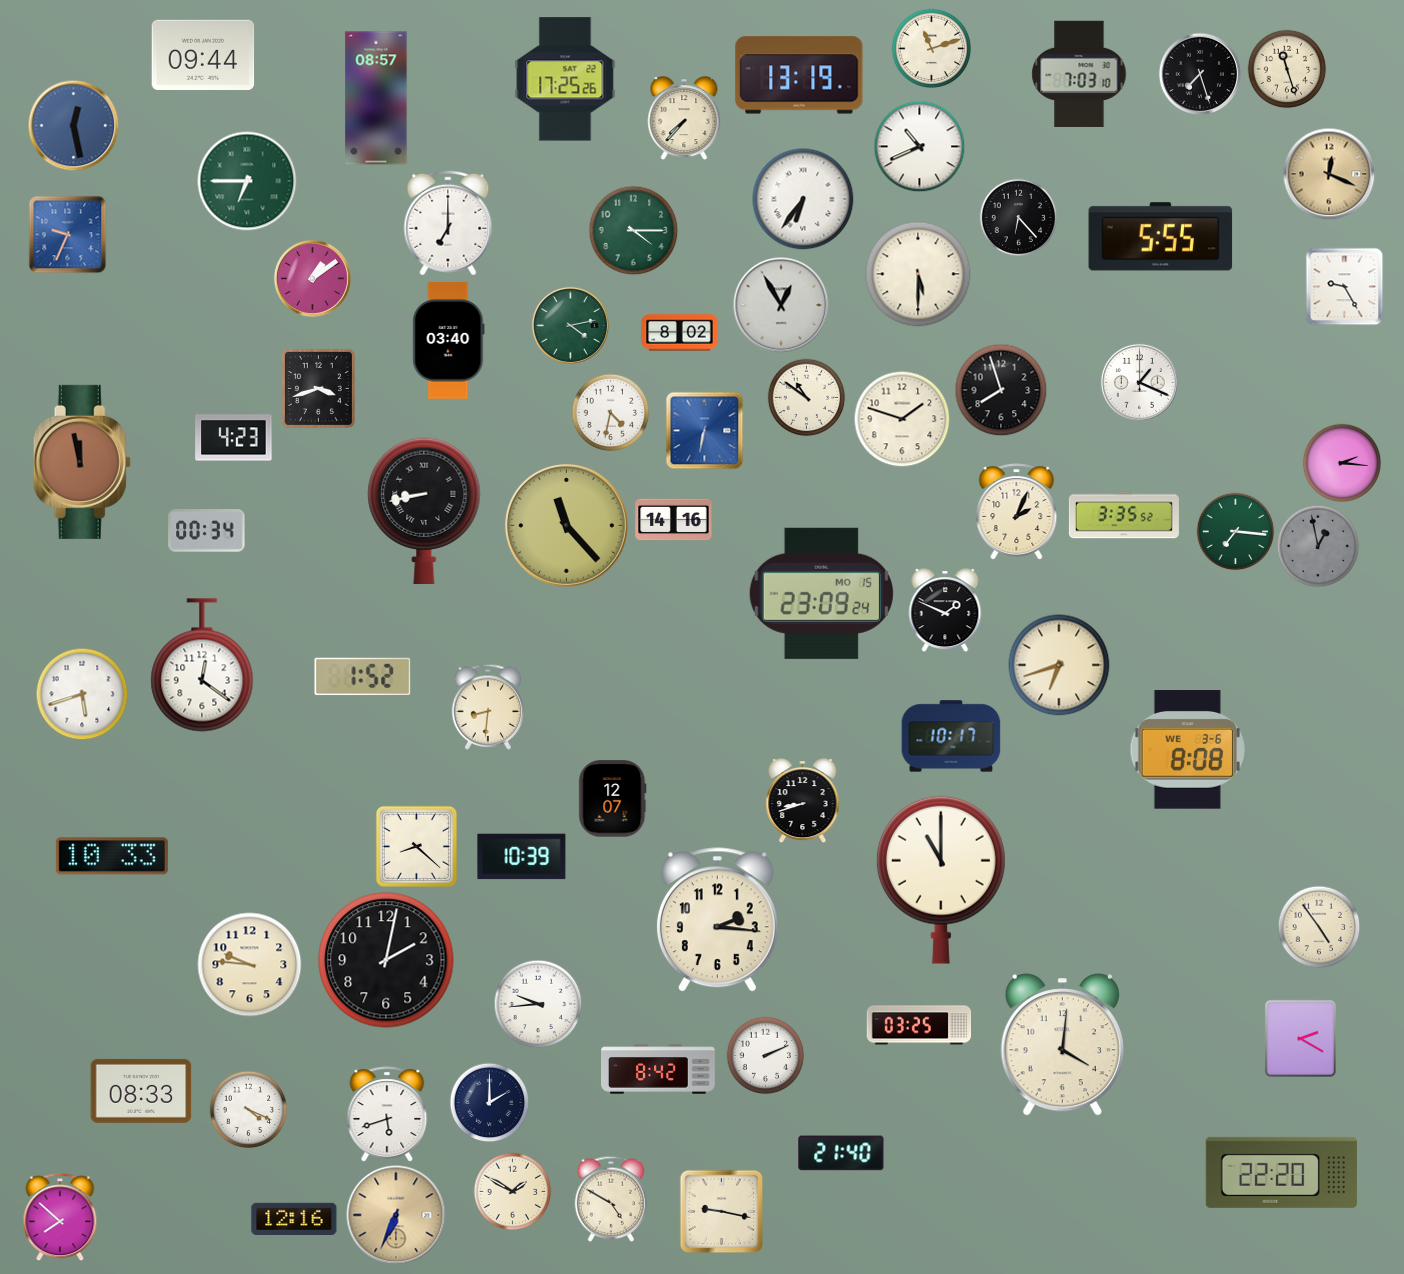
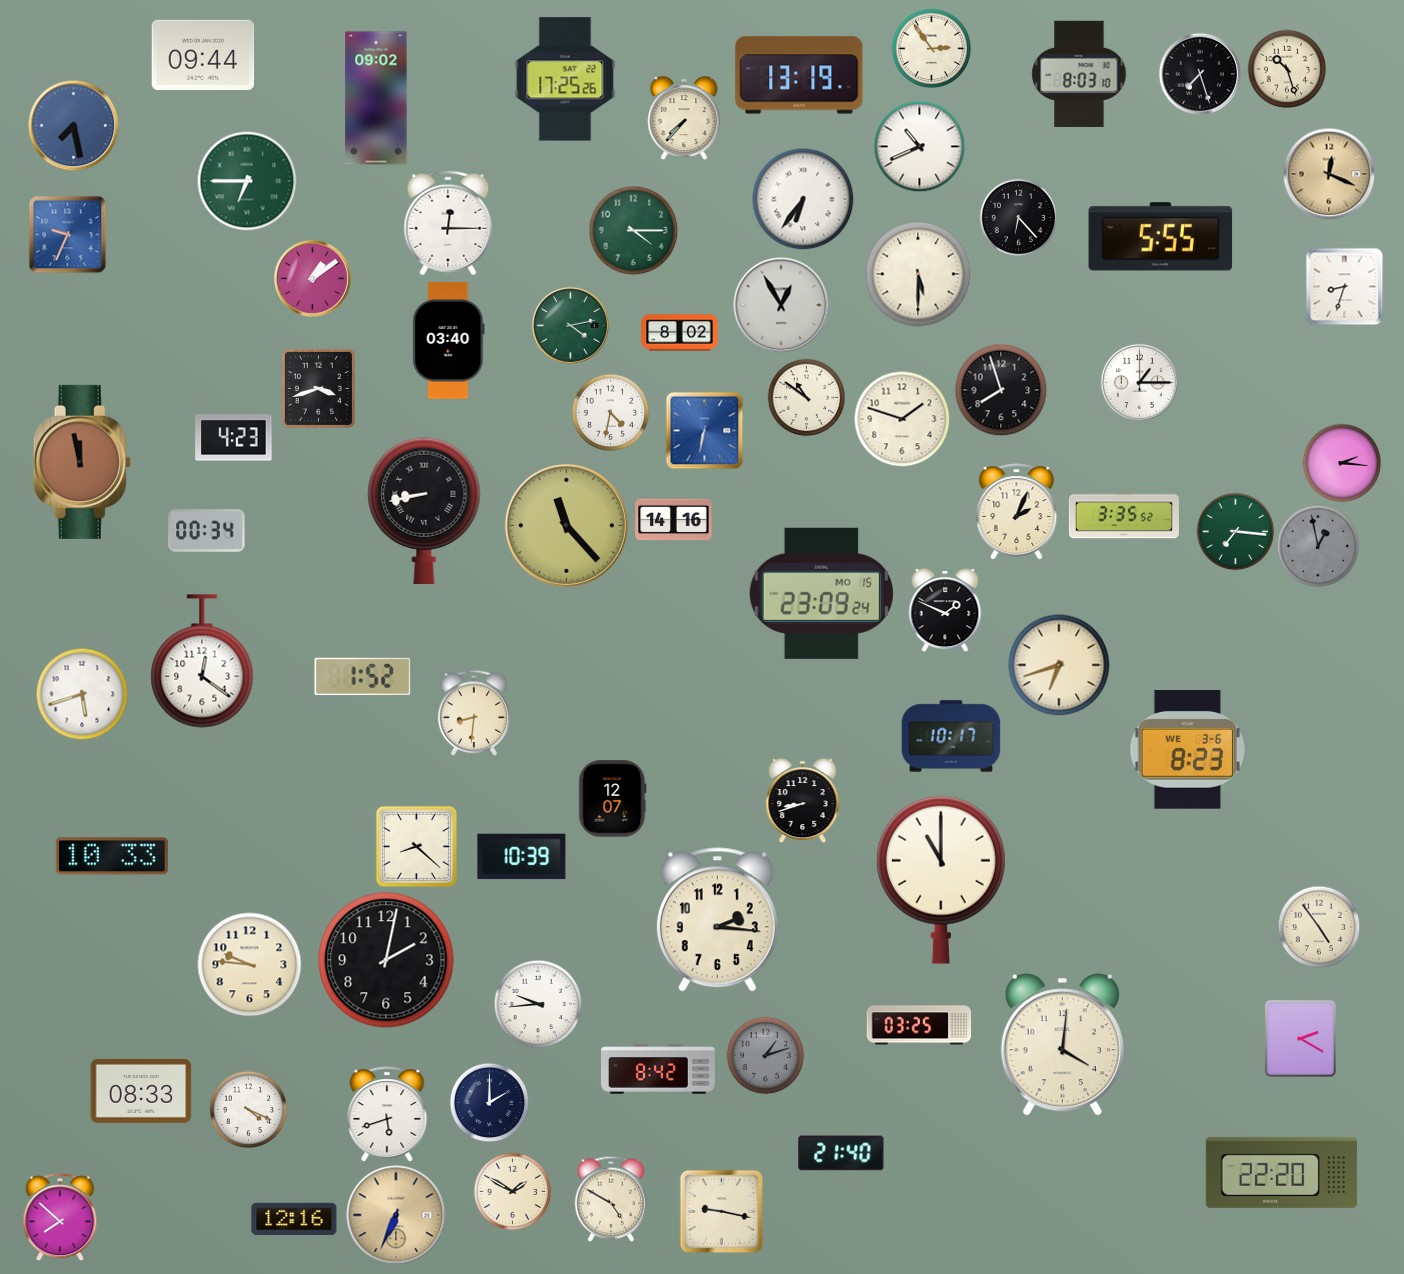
clock at (931, 48): 11:12 -> 2:54
clock at (1287, 69): 11:27 -> 10:27
clock at (1079, 74): 7:03 -> 8:03
clock at (376, 98): 08:57 -> 09:02
clock at (73, 125): 12:28 -> 7:28
clock at (448, 223): 7:00 -> 12:15
clock at (1344, 286): 9:25 -> 8:33
clock at (1139, 382): 1:19 -> 1:15
clock at (202, 665) position: (202, 665) -> (202, 661)
clock at (488, 707) position: (488, 707) -> (474, 713)
clock at (1187, 750): 8:08 -> 8:23
clock at (765, 1055): 2:11 -> 1:12
clock at (765, 1055) dial: white -> grey
